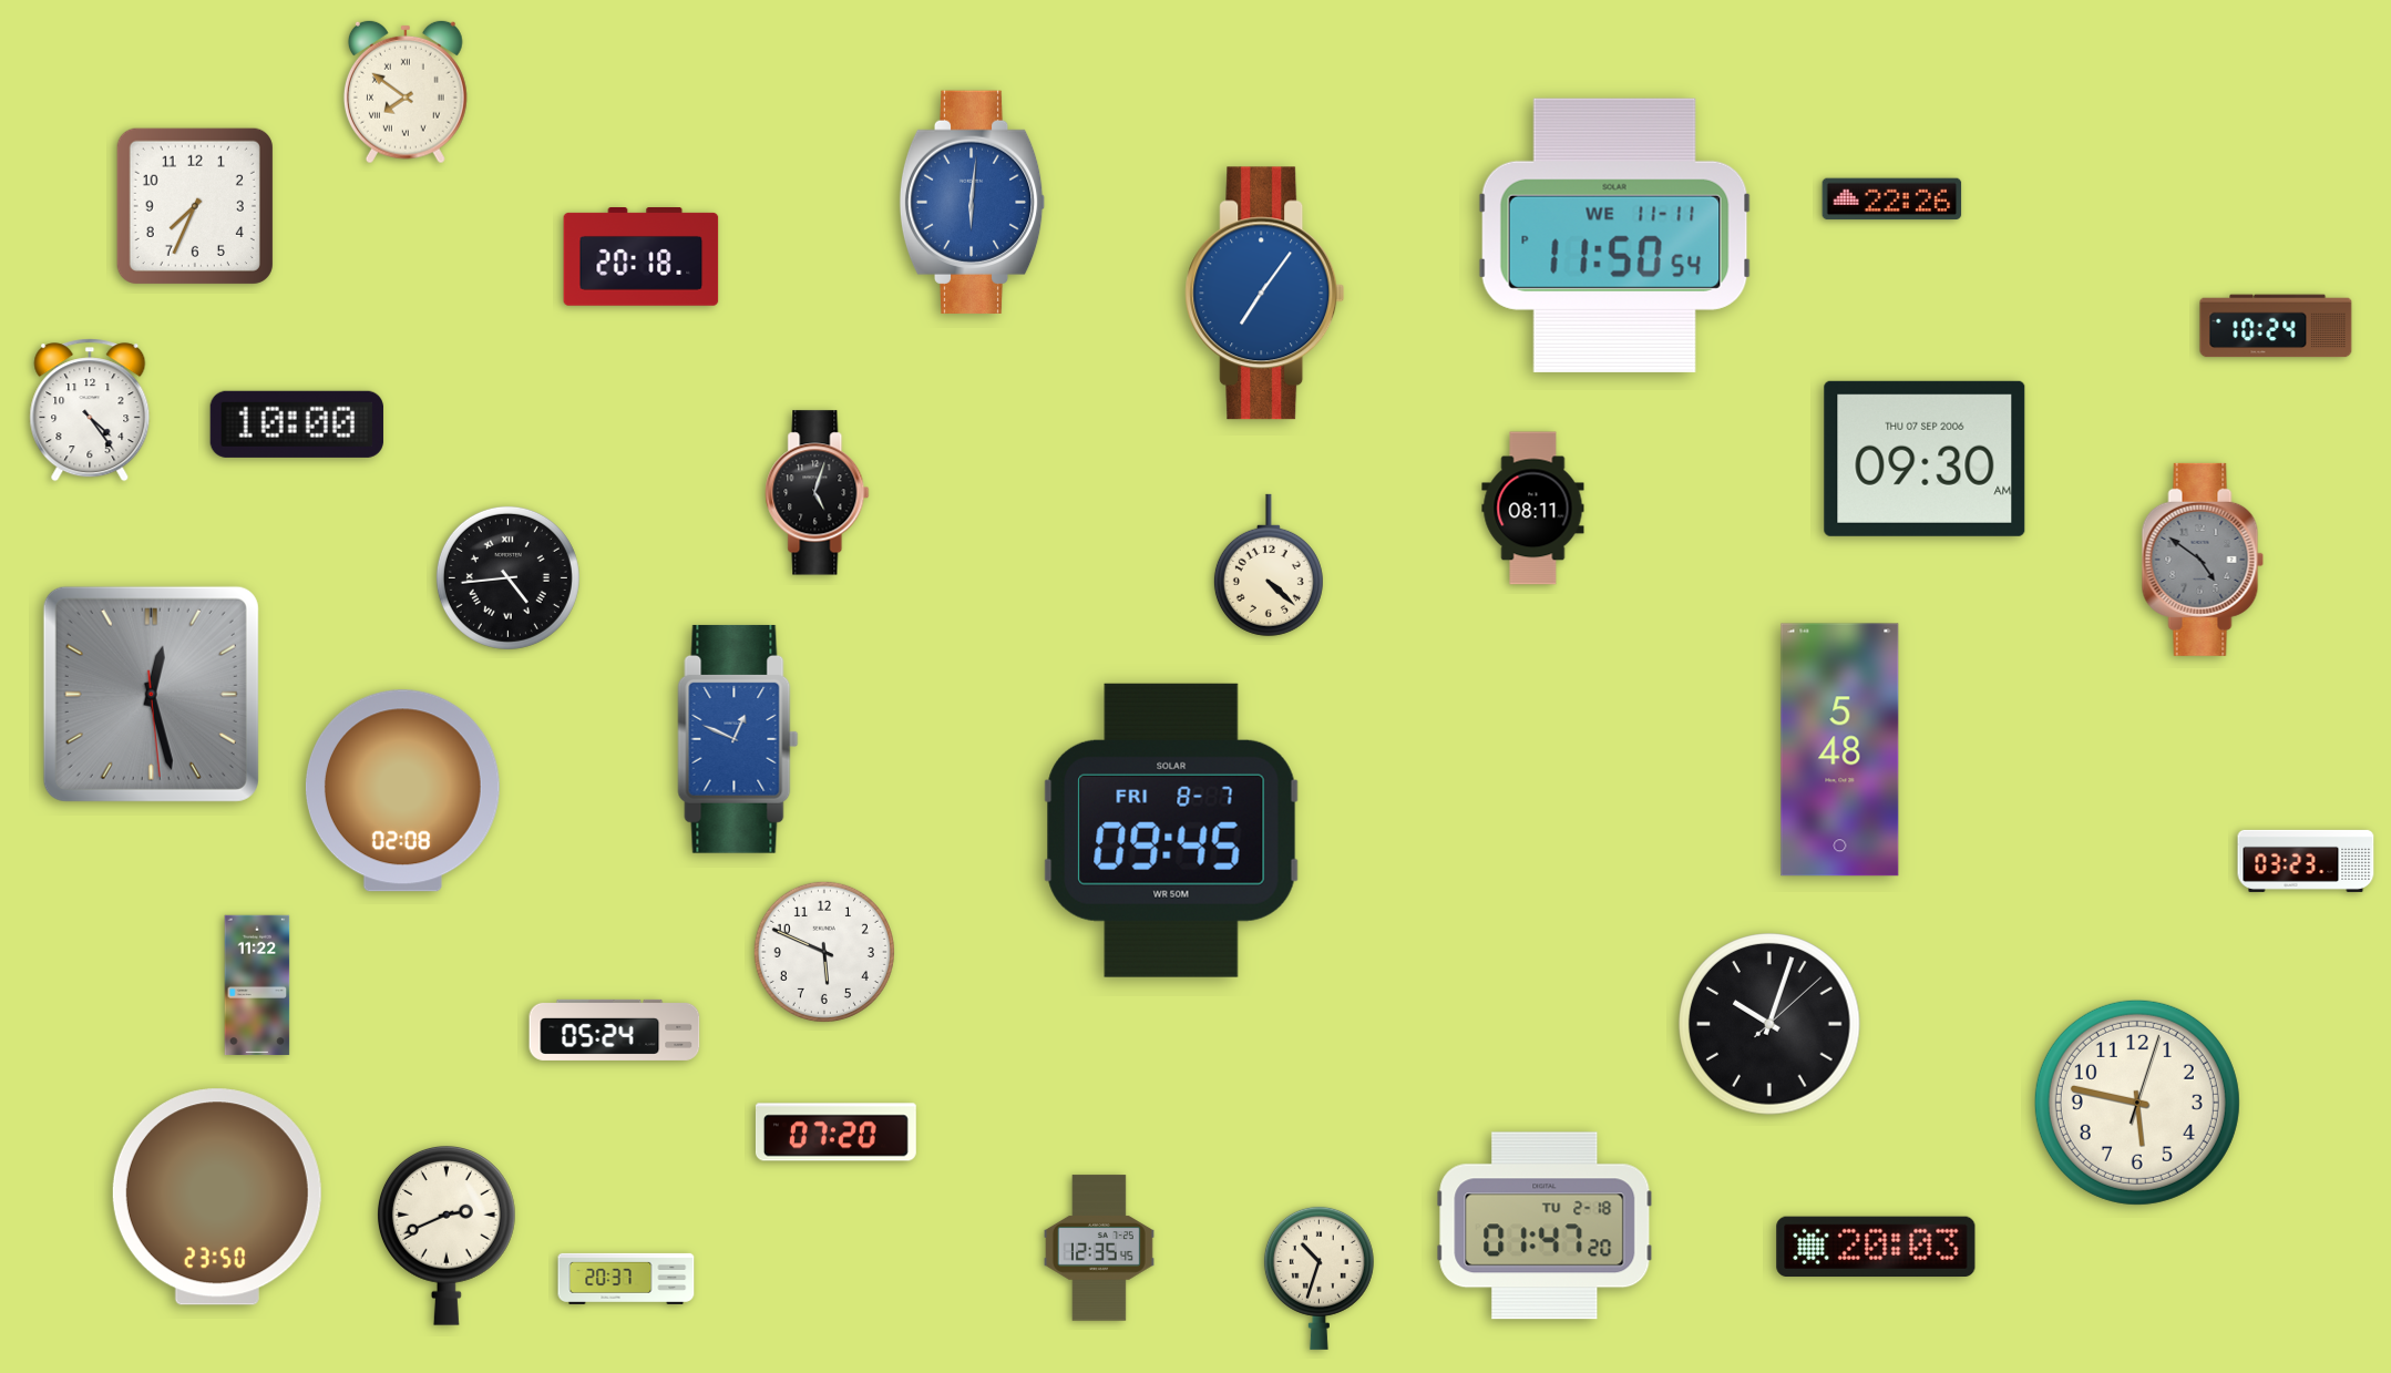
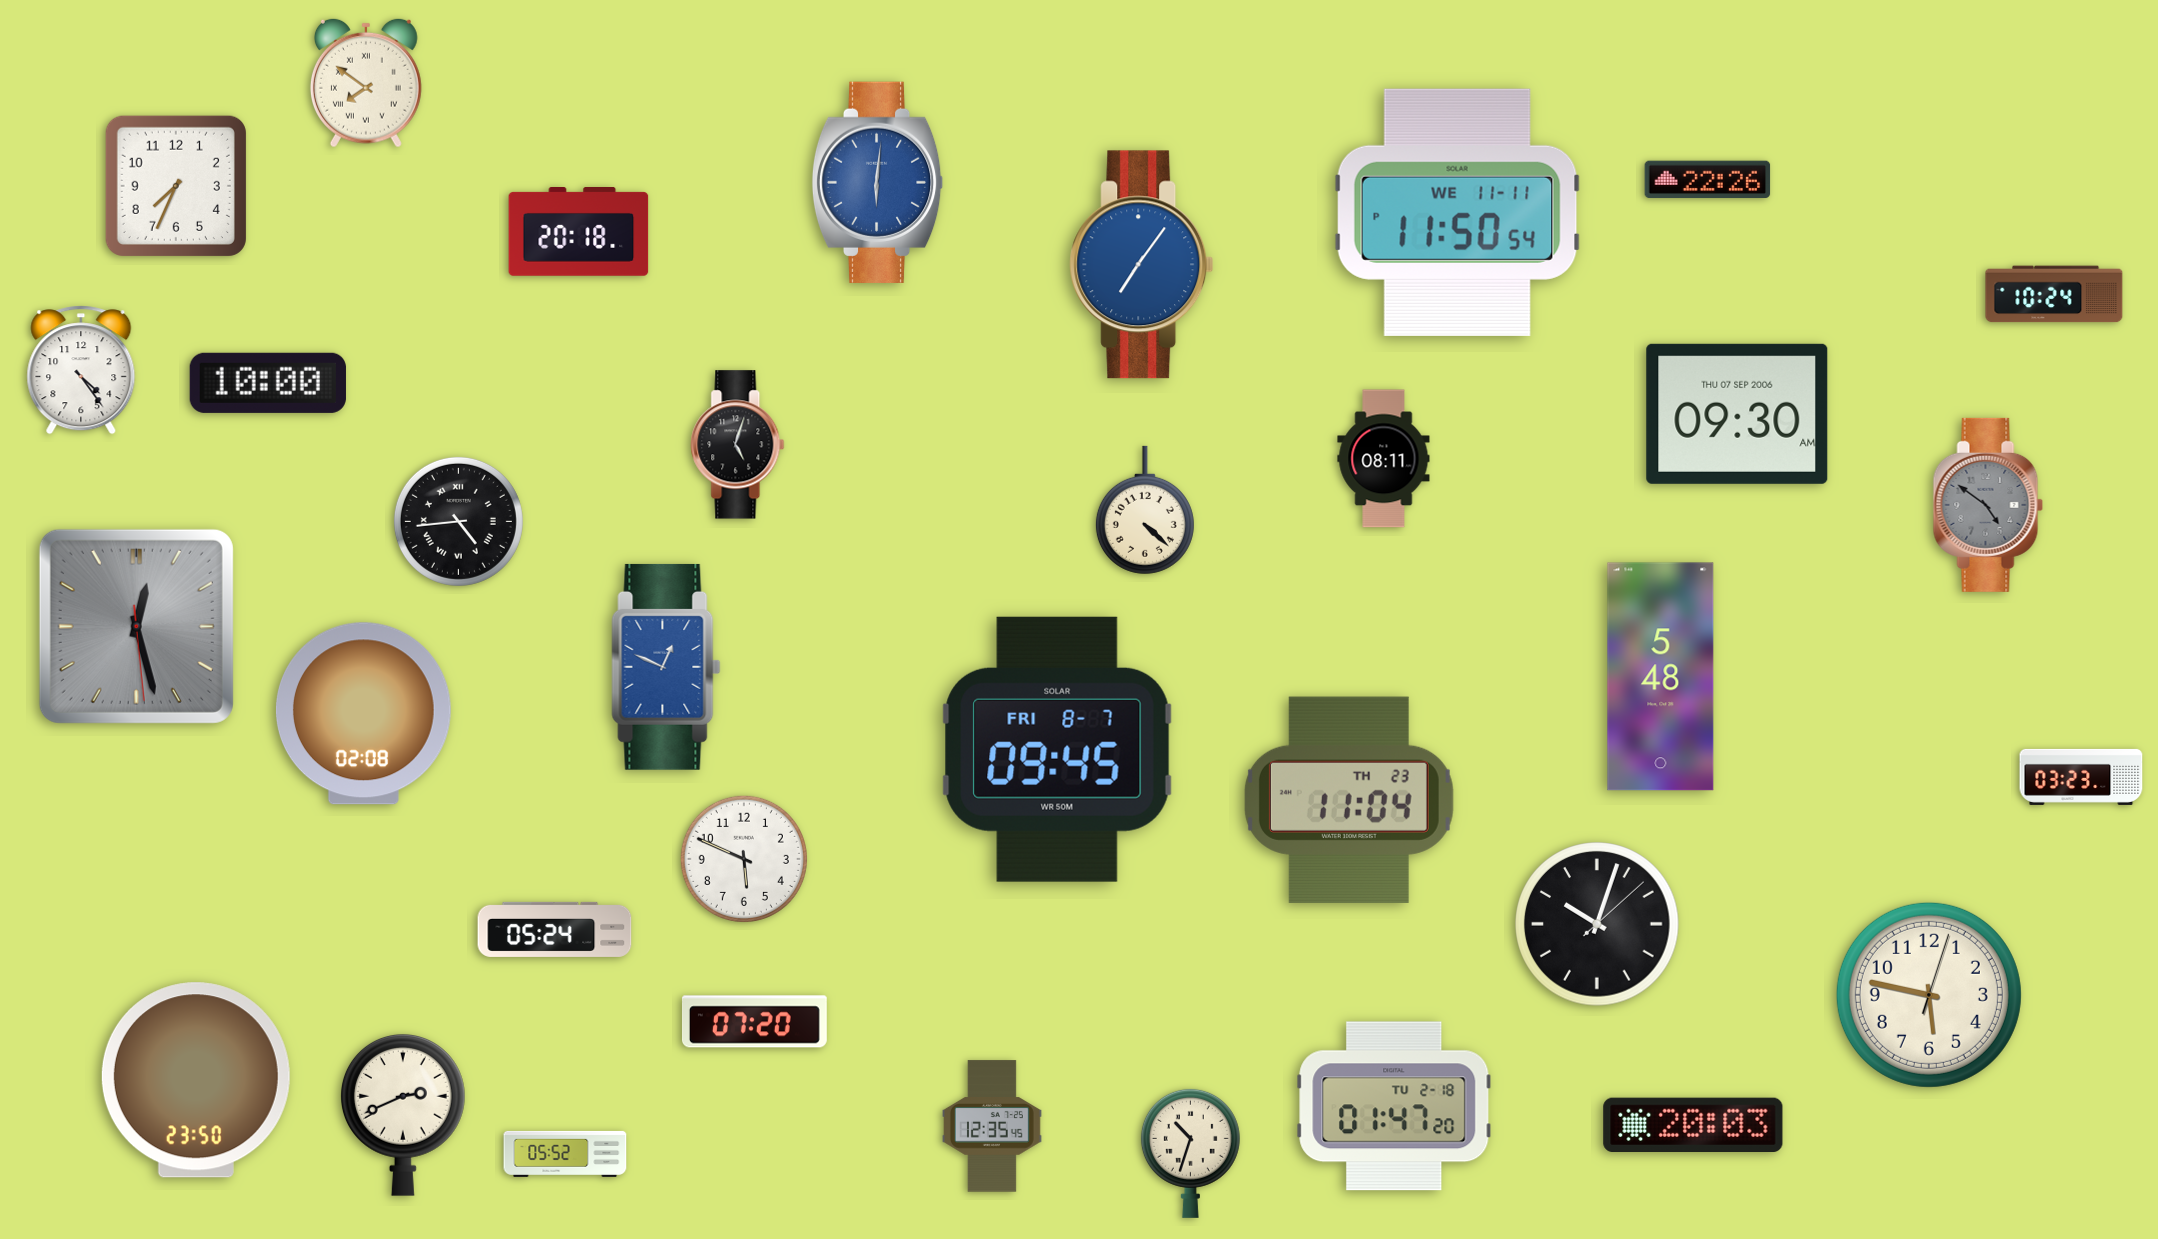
clock at (1349, 800): none -> 11:04
clock at (257, 985): 11:22 -> none
clock at (626, 1279): 20:37 -> 05:52
